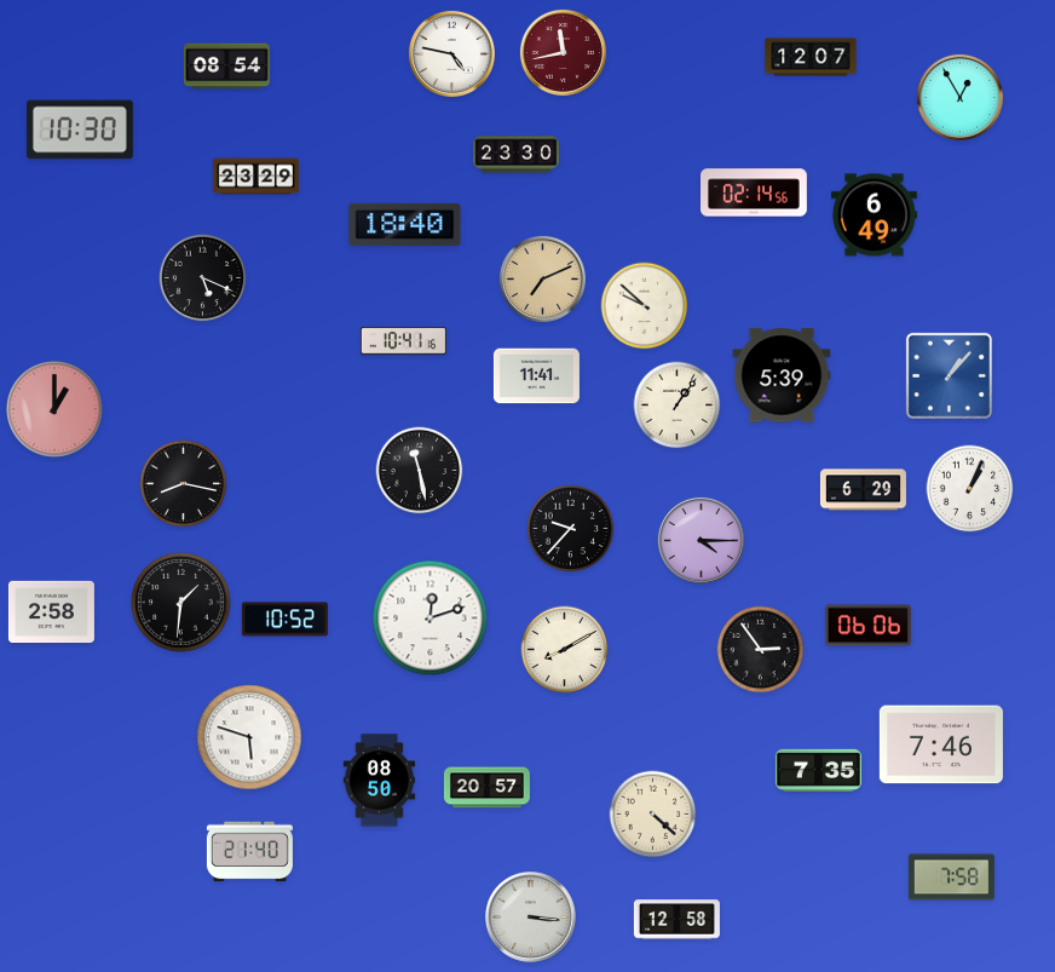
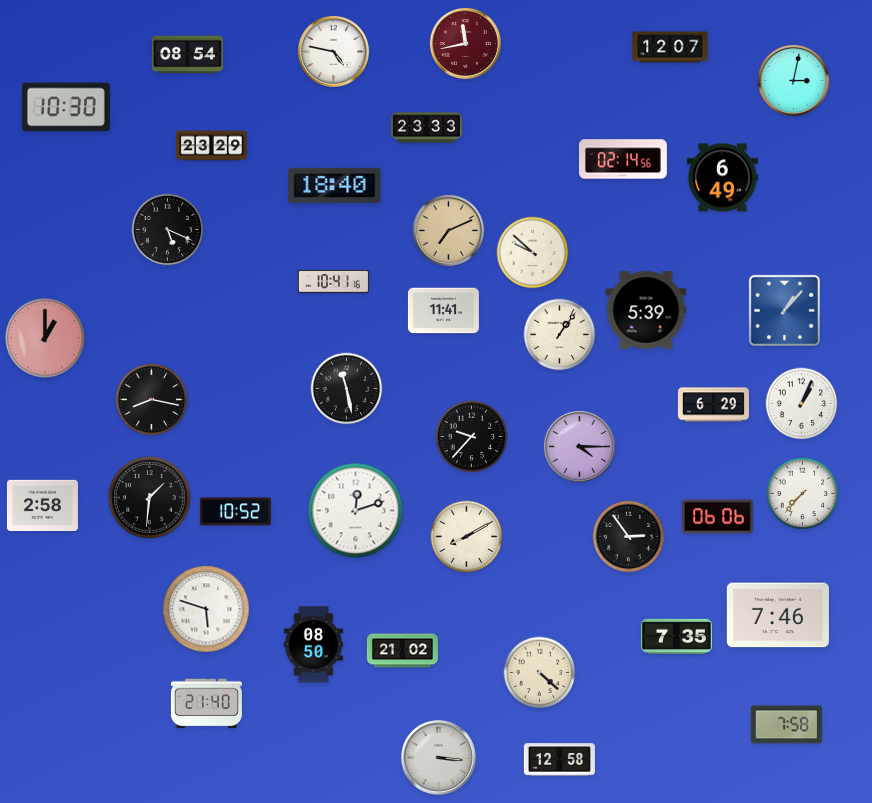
clock at (451, 53) position: (451, 53) -> (333, 51)
clock at (959, 97): 12:55 -> 3:02
clock at (515, 155): 23:30 -> 23:33
clock at (803, 494): none -> 7:37
clock at (486, 788): 20:57 -> 21:02
